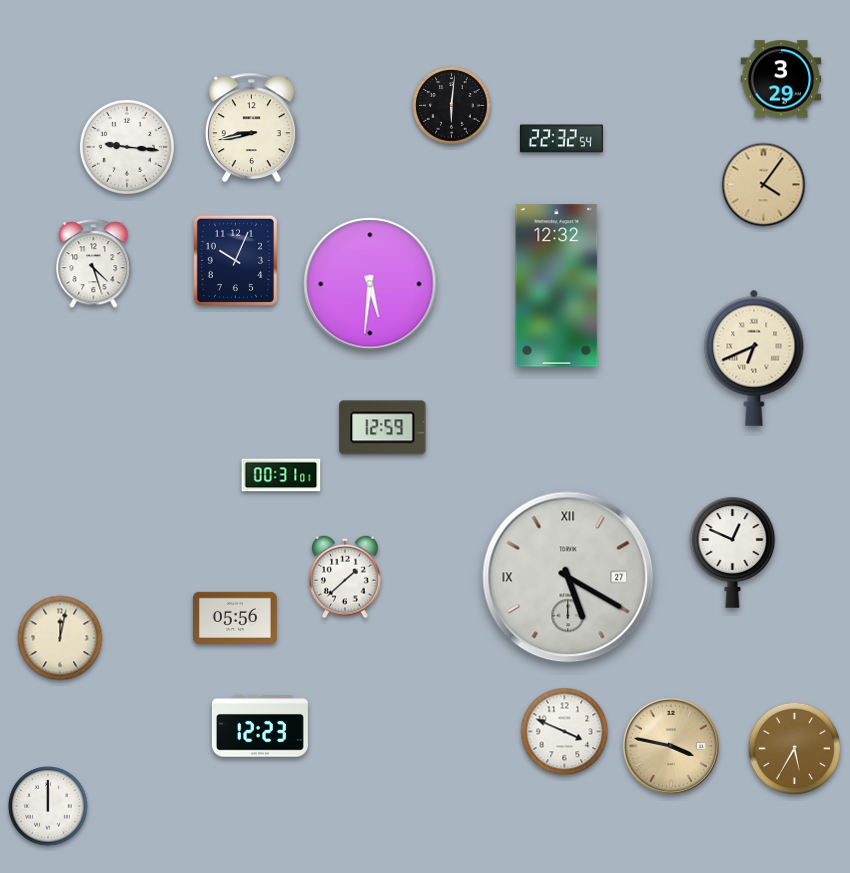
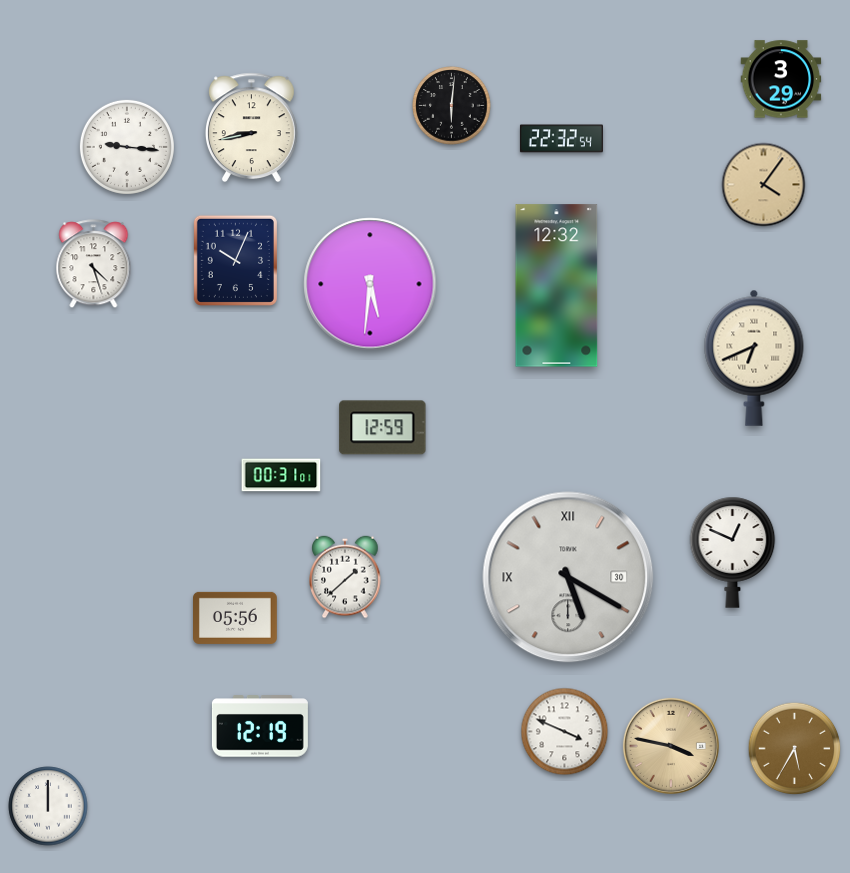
clock at (568, 577) date: 27 -> 30
clock at (60, 638): 12:02 -> none
clock at (260, 726): 12:23 -> 12:19
